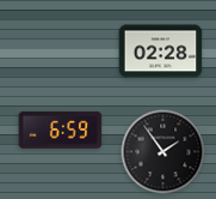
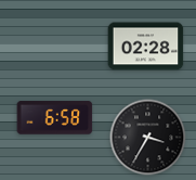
clock at (61, 131): 6:59 -> 6:58
clock at (163, 152): 1:54 -> 3:35
